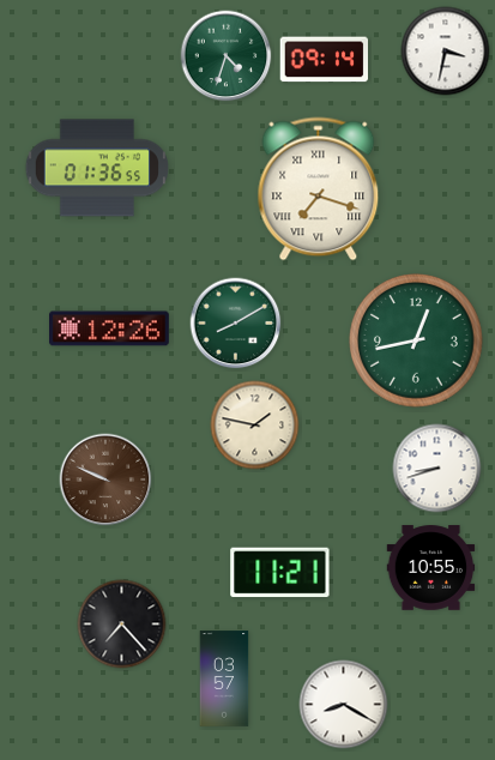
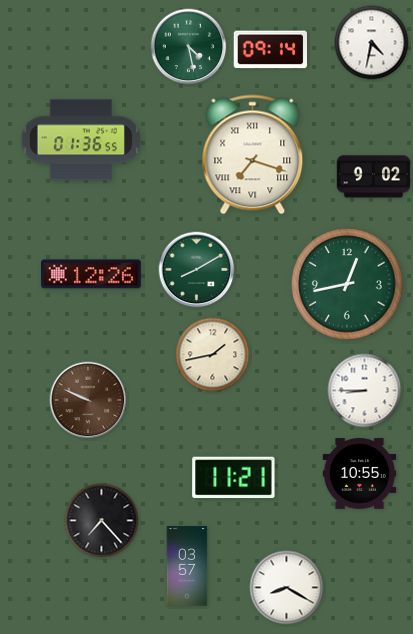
clock at (446, 52): 3:32 -> 4:32
clock at (227, 56): 4:33 -> 4:28
clock at (319, 189) position: (319, 189) -> (253, 155)
clock at (374, 177): none -> 9:02
clock at (255, 426): 1:47 -> 1:43
clock at (437, 469): 8:42 -> 8:45
